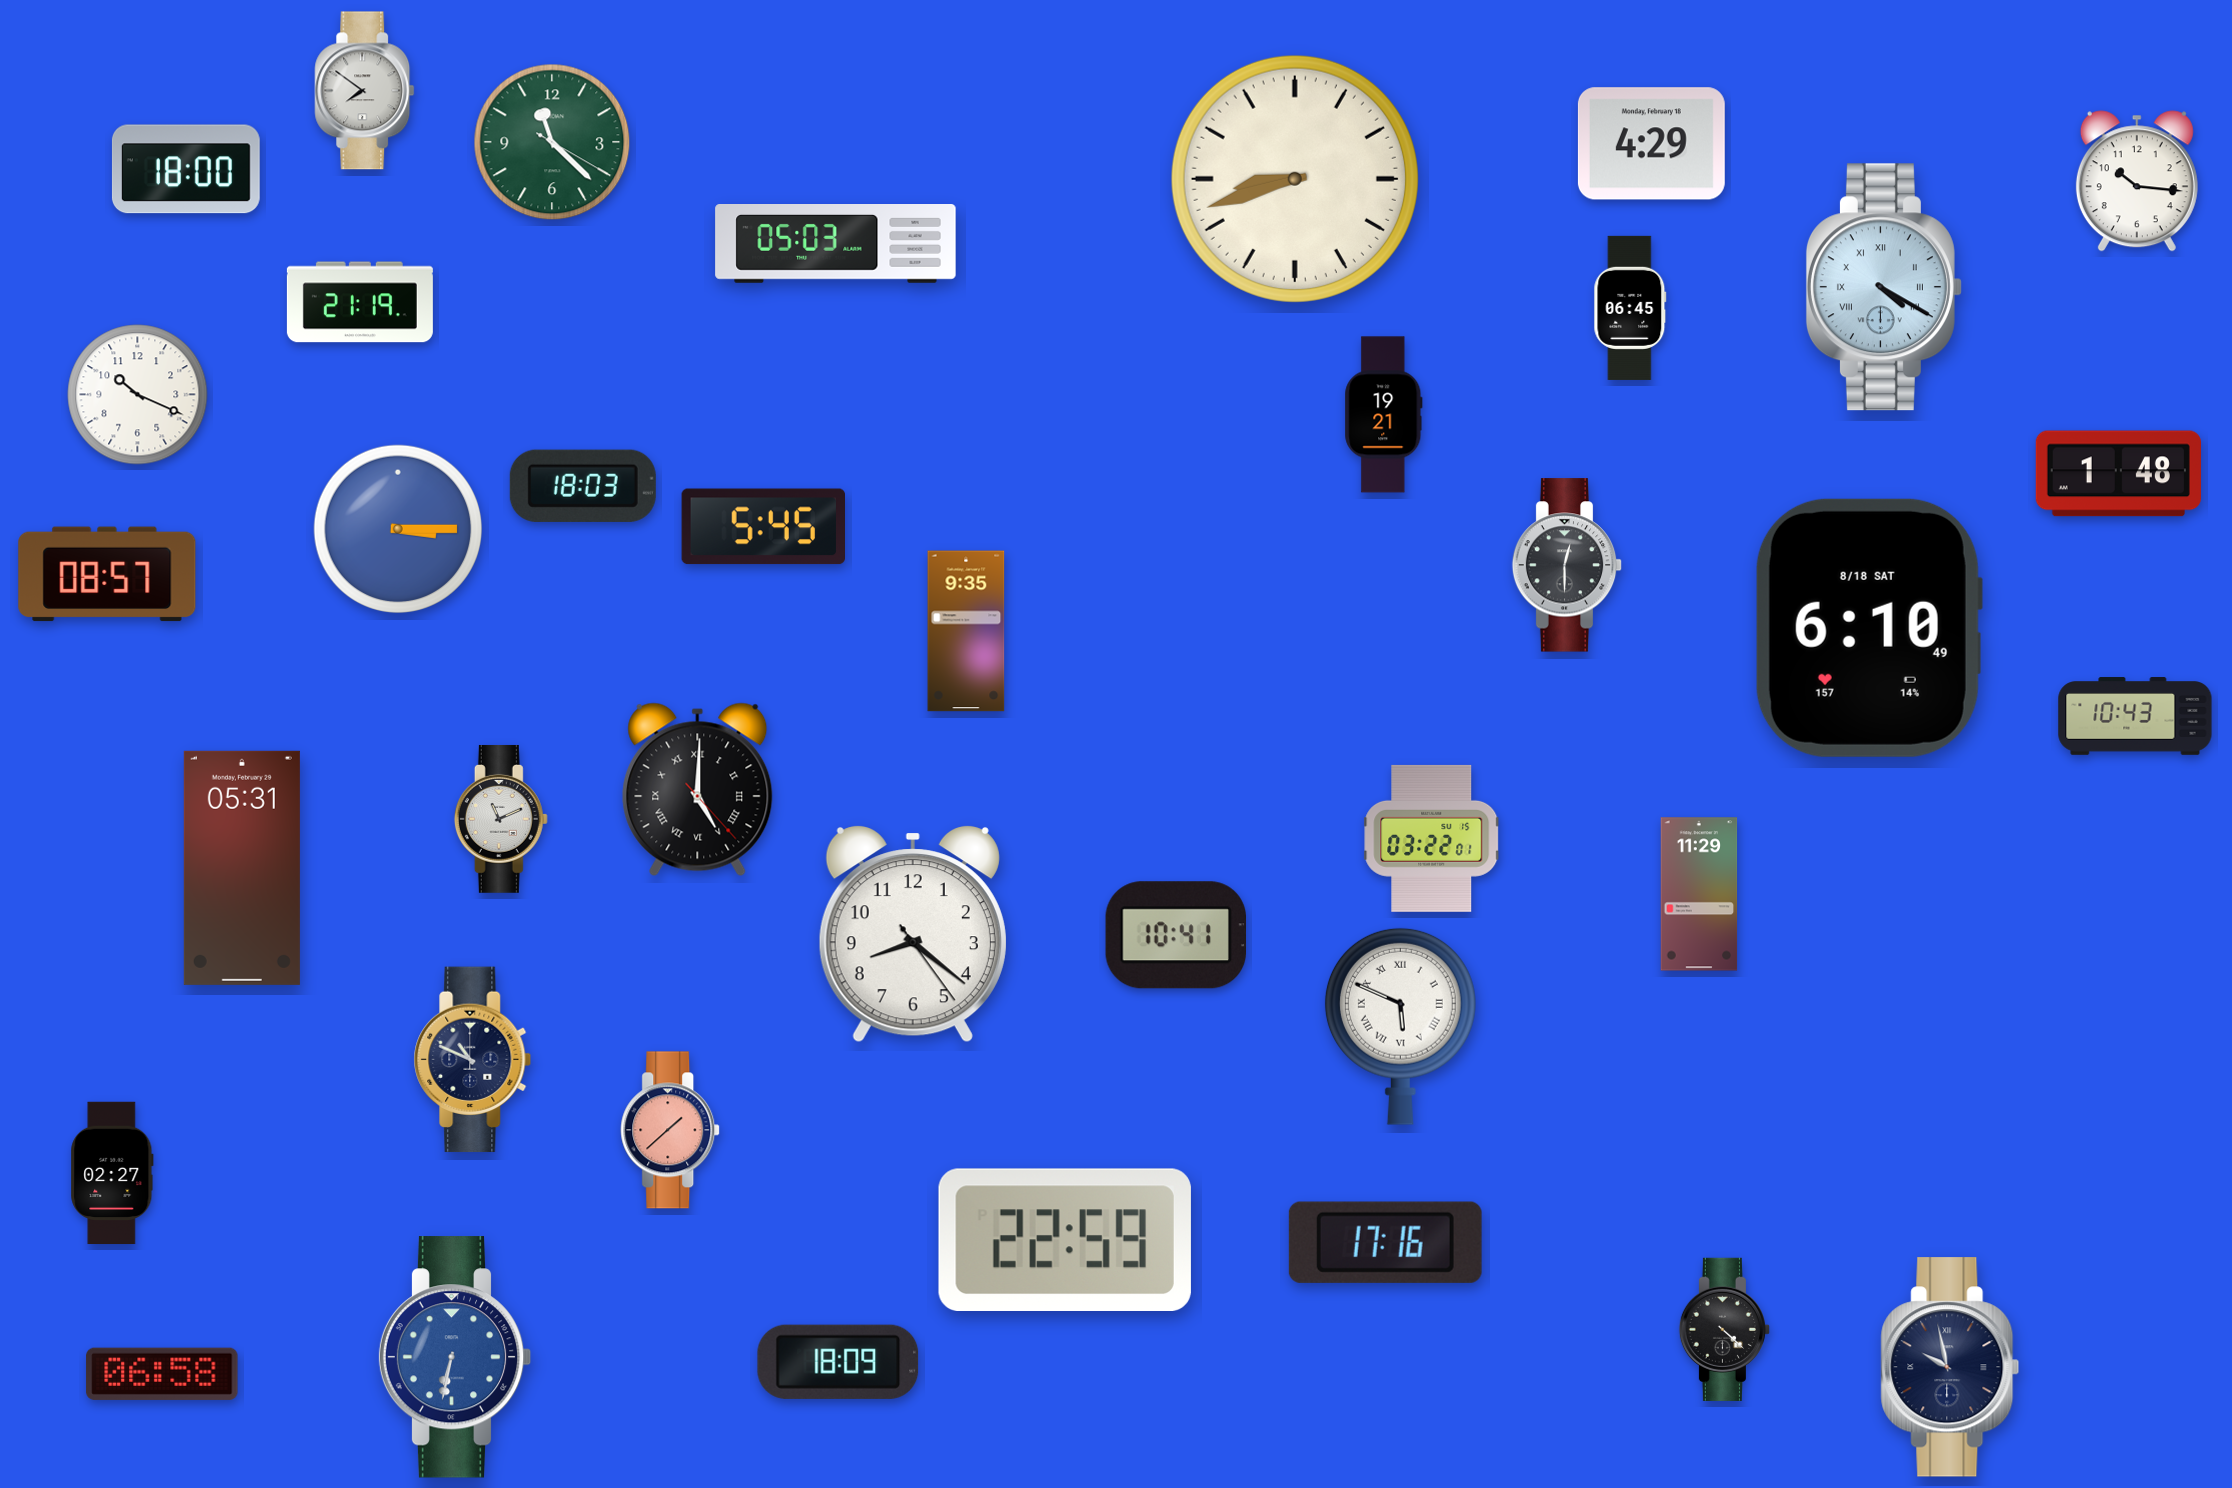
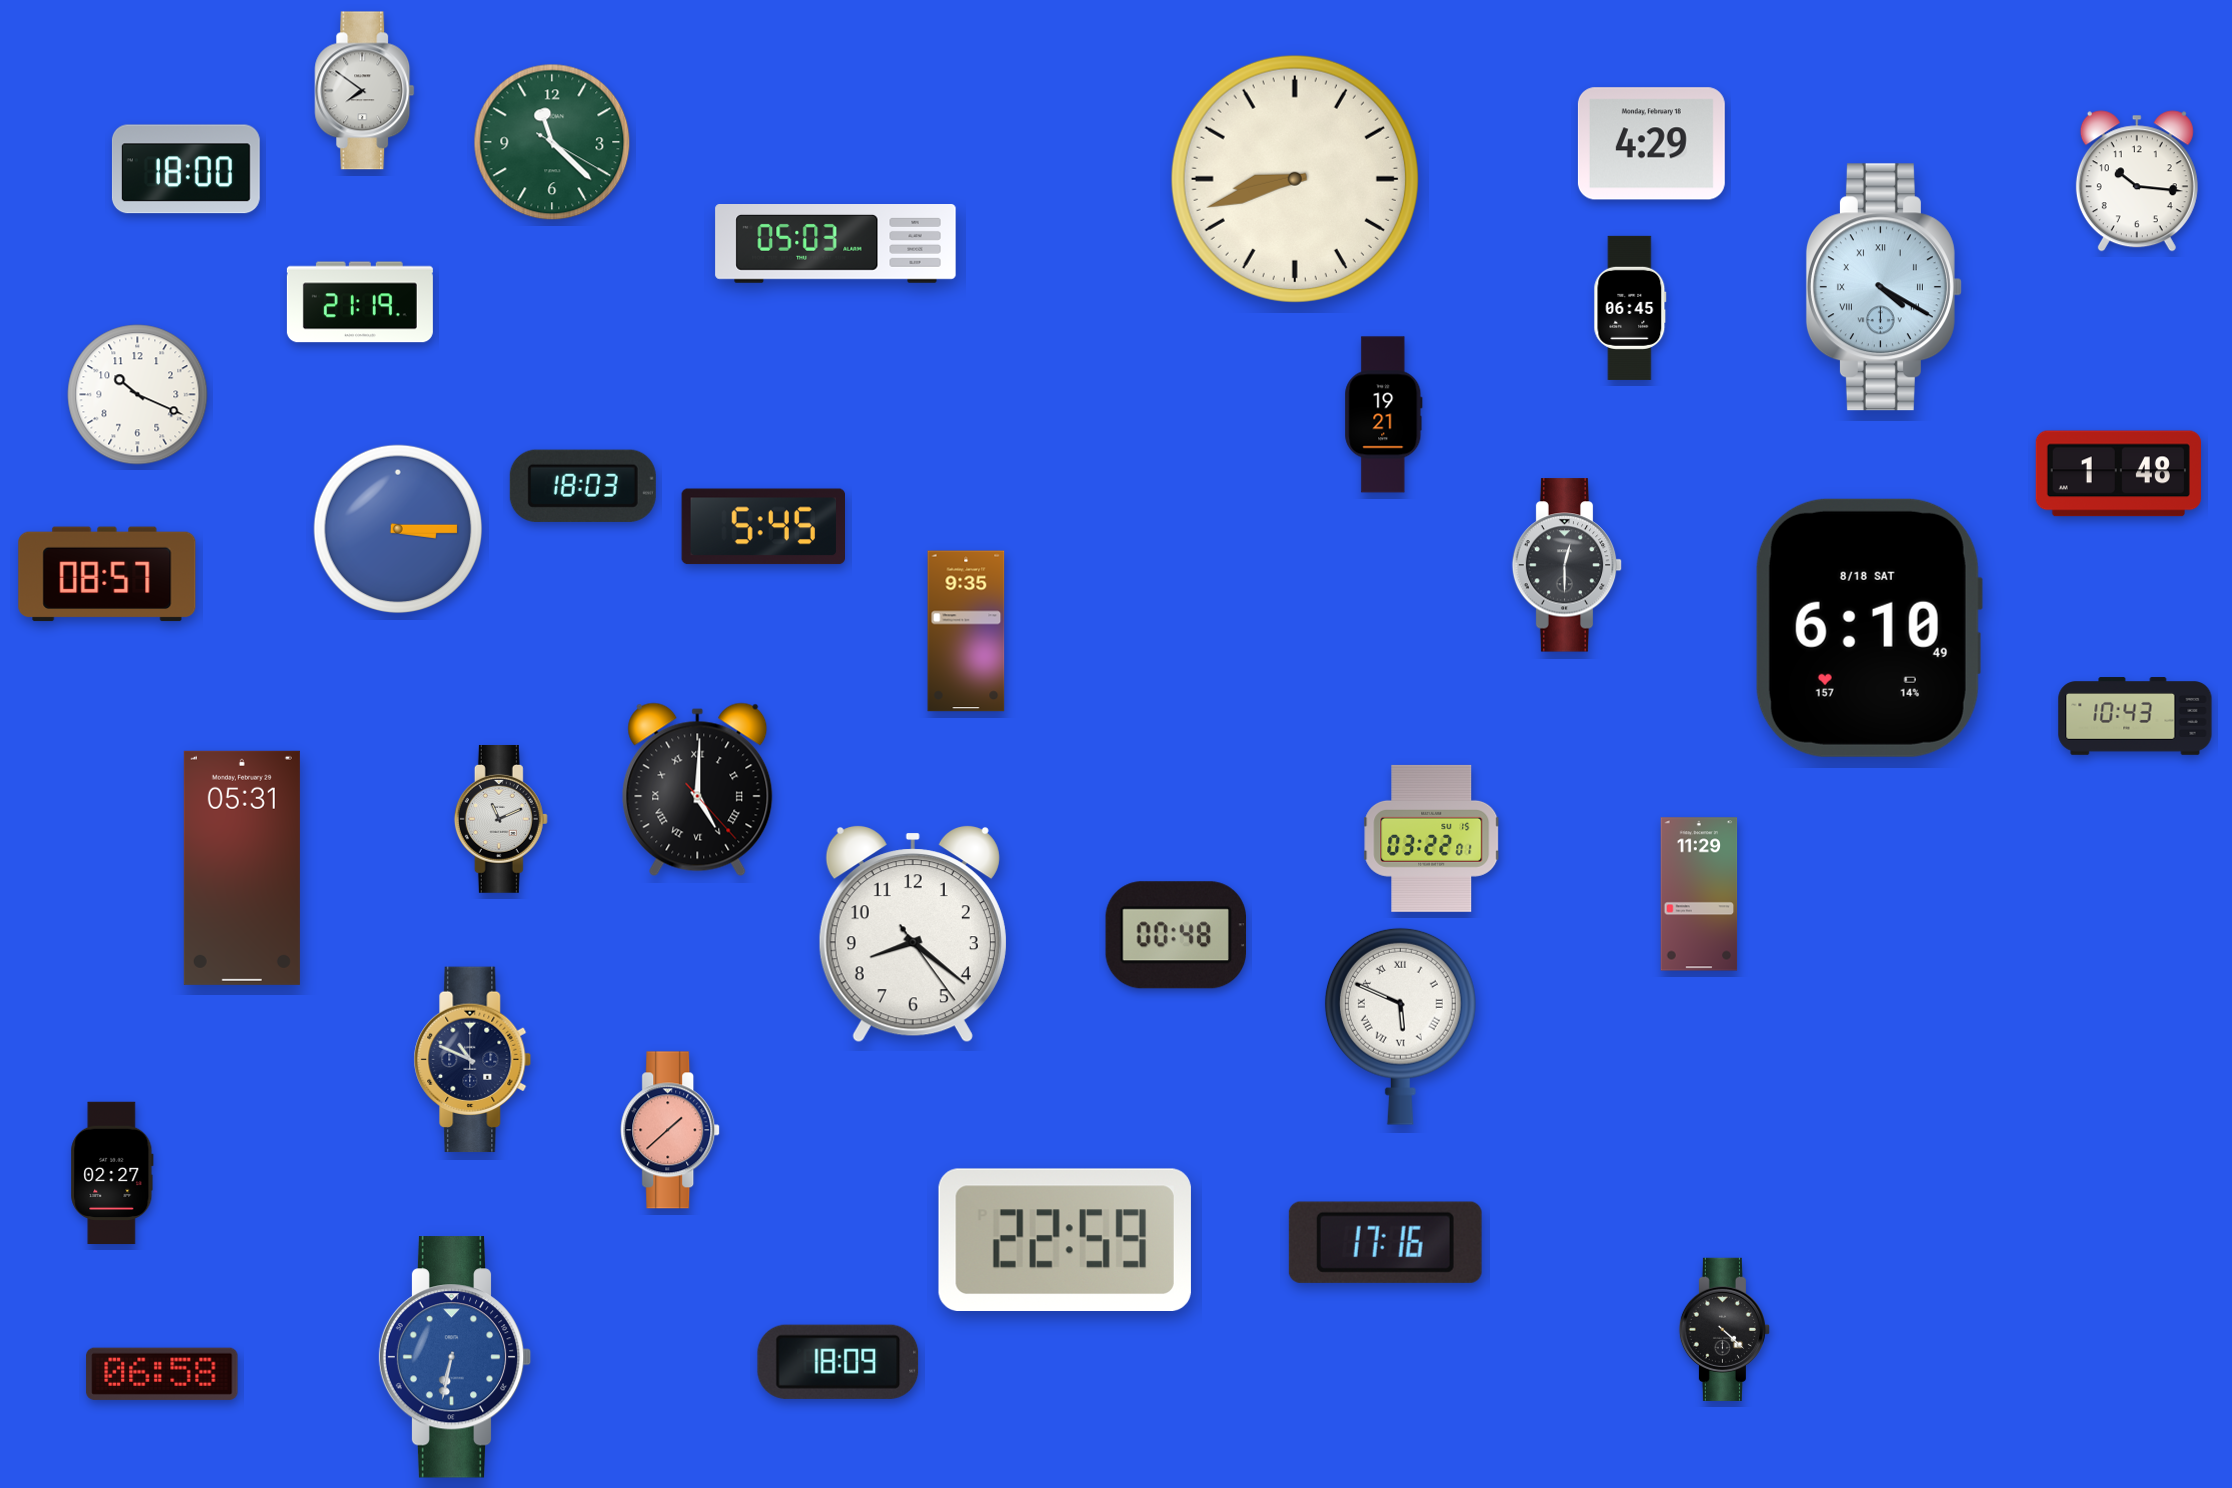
clock at (1175, 935): 10:41 -> 00:48
clock at (1950, 1367): 9:58 -> none
